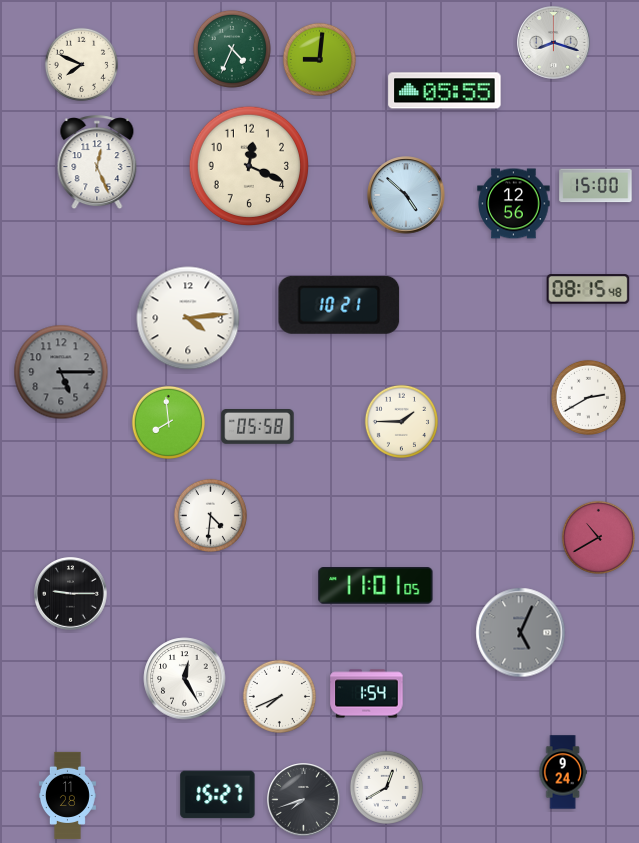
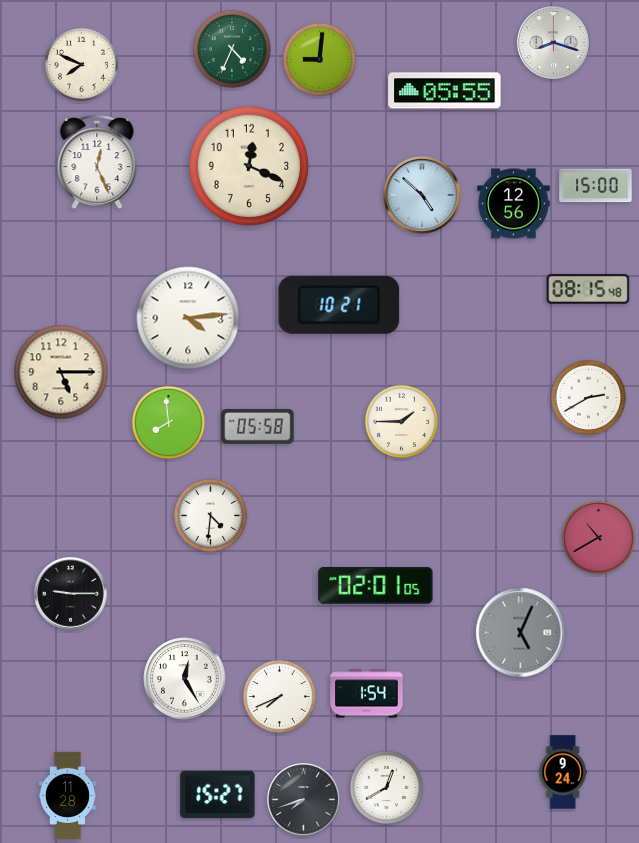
clock at (406, 195) position: (406, 195) -> (422, 195)
clock at (61, 372) dial: grey -> cream
clock at (376, 586): 11:01 -> 02:01
